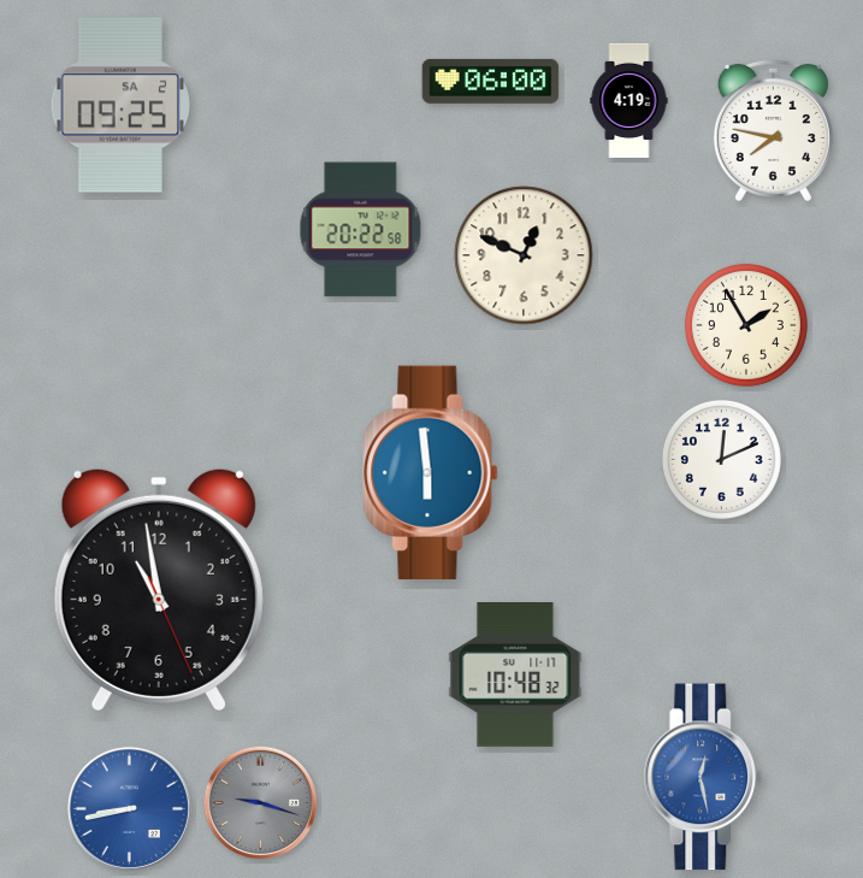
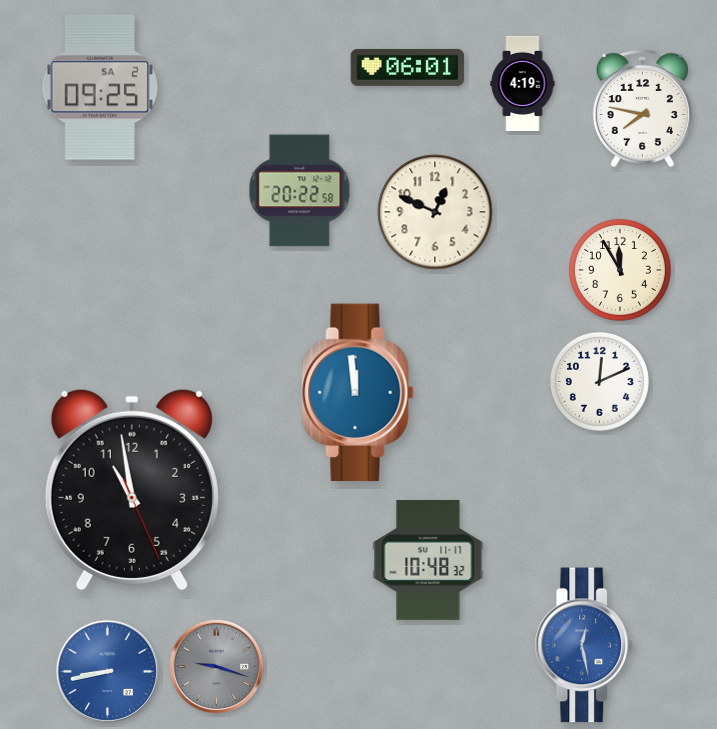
clock at (491, 81): 06:00 -> 06:01
clock at (746, 325): 1:55 -> 11:55
clock at (431, 473): 5:59 -> 11:59
